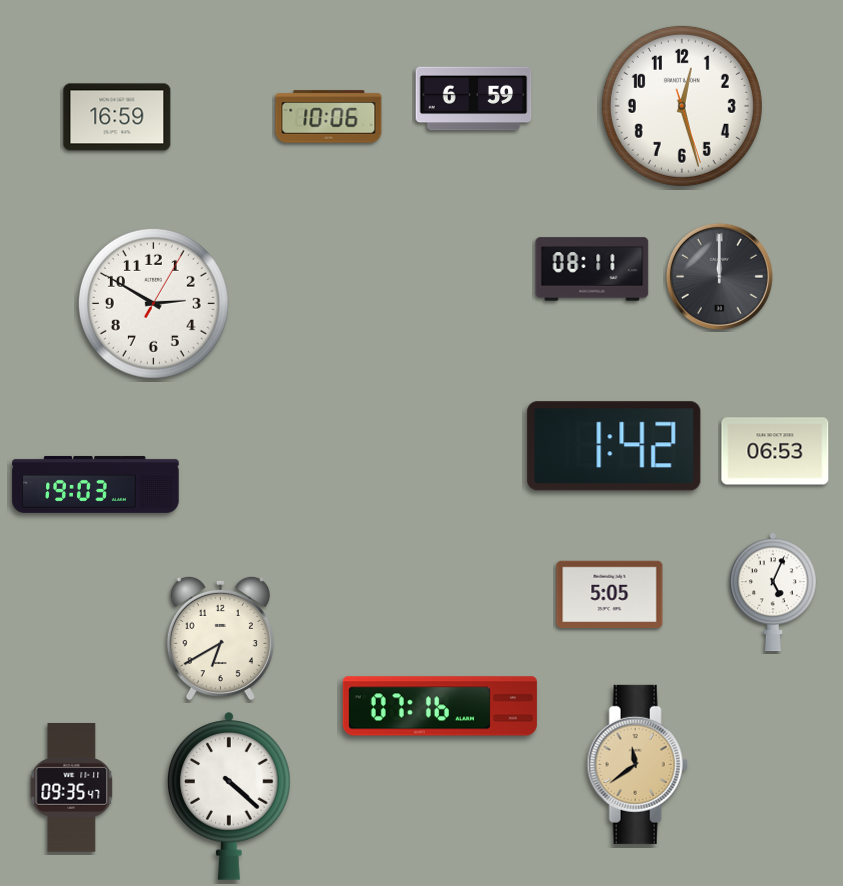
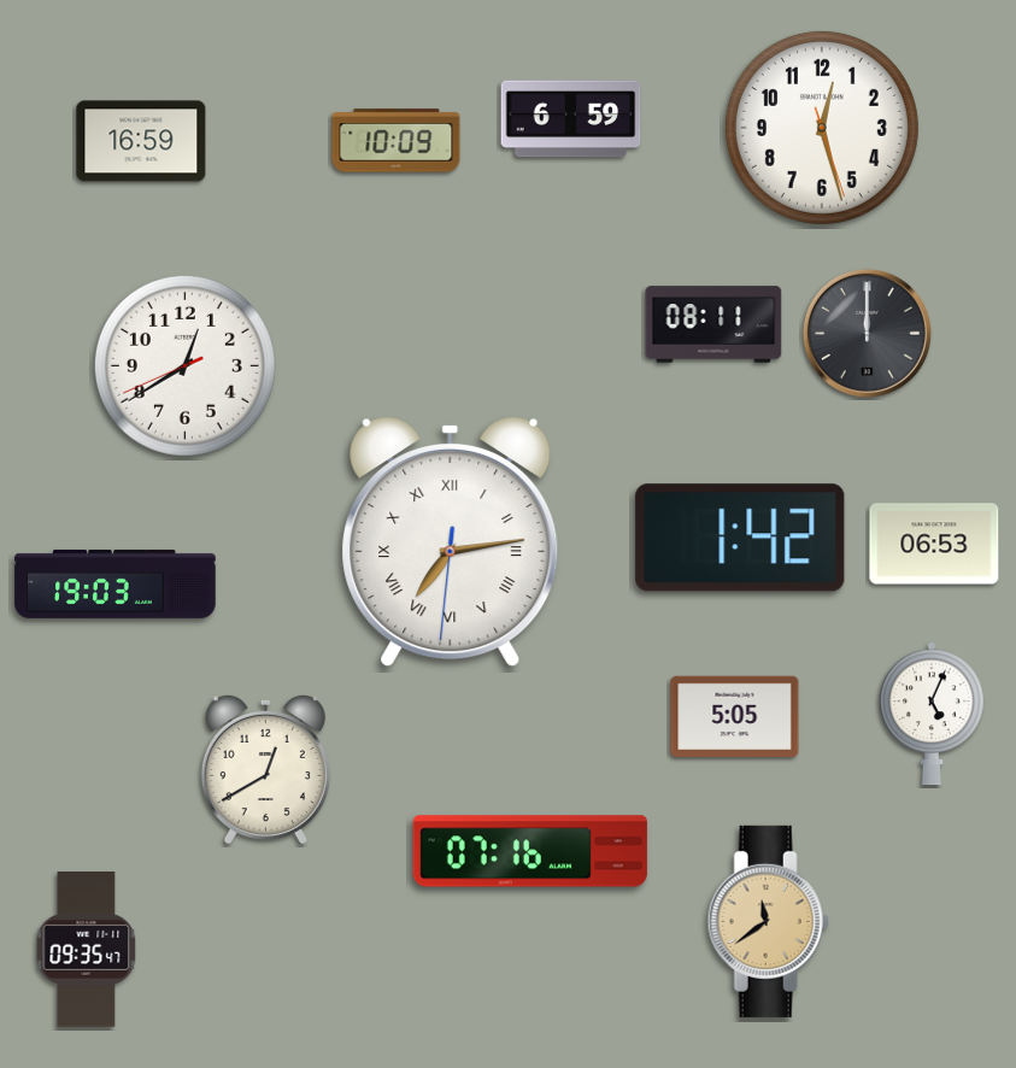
clock at (329, 117): 10:06 -> 10:09
clock at (153, 303): 2:50 -> 12:39
clock at (451, 542): none -> 7:13
clock at (220, 638): 6:40 -> 12:40
clock at (230, 796): 4:22 -> none
